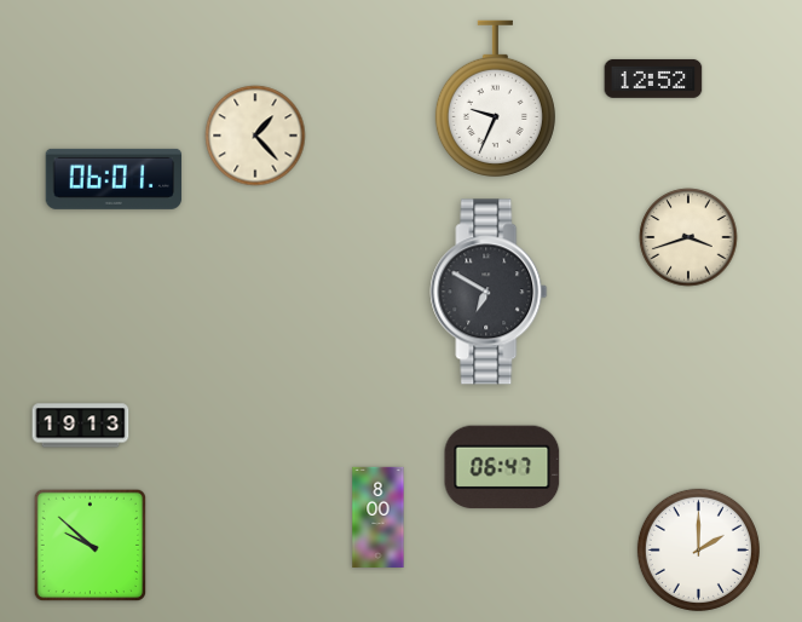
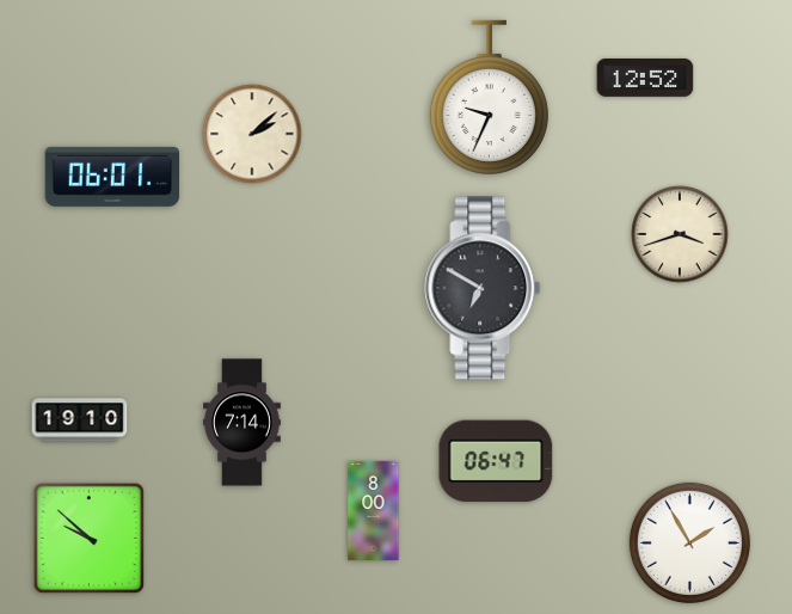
clock at (255, 136): 1:23 -> 2:08
clock at (81, 426): 19:13 -> 19:10
clock at (241, 423): none -> 7:14
clock at (698, 549): 2:00 -> 1:55
